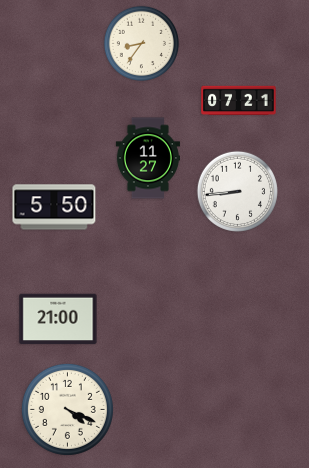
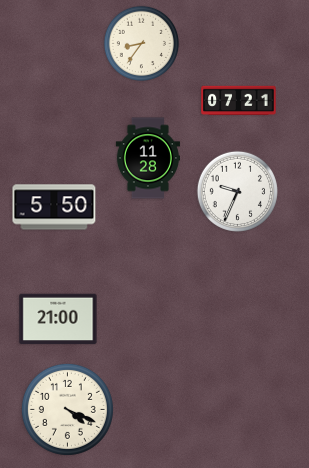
clock at (148, 158): 11:27 -> 11:28
clock at (237, 191): 8:44 -> 9:34
